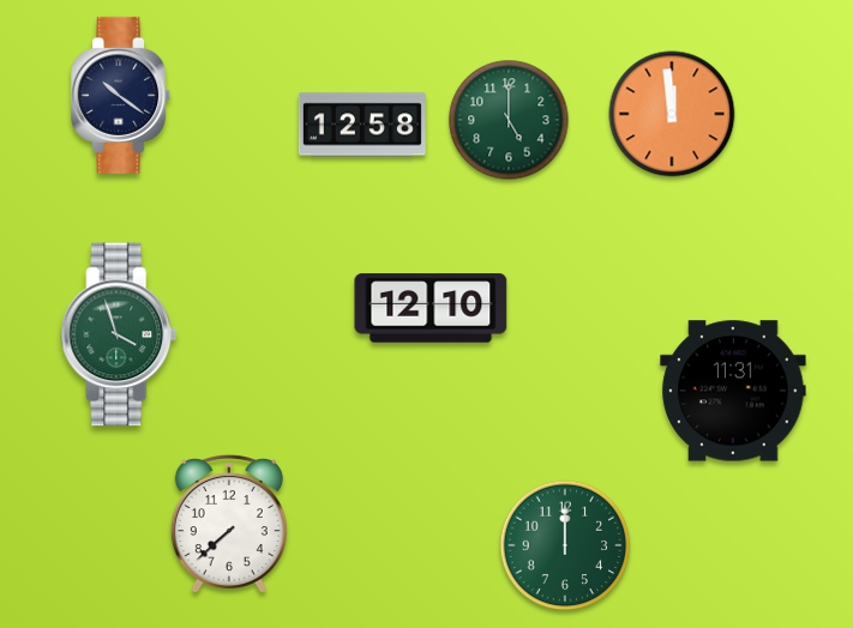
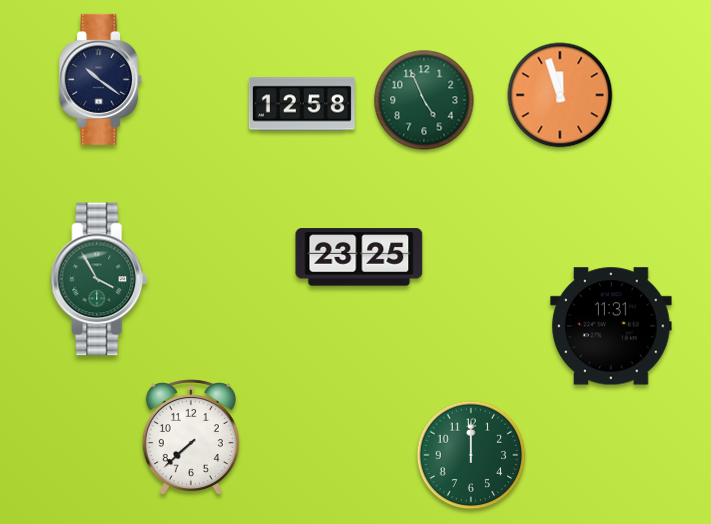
clock at (672, 114): 11:59 -> 11:57
clock at (509, 120): 5:00 -> 4:56
clock at (431, 308): 12:10 -> 23:25
clock at (119, 334): 3:57 -> 3:55
